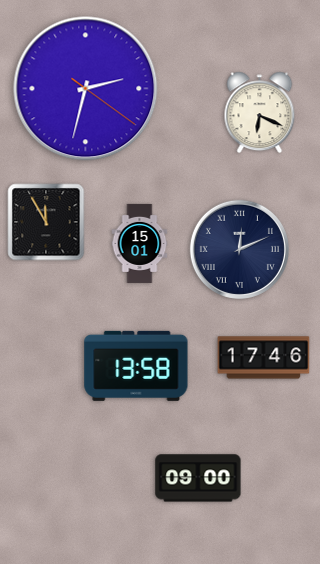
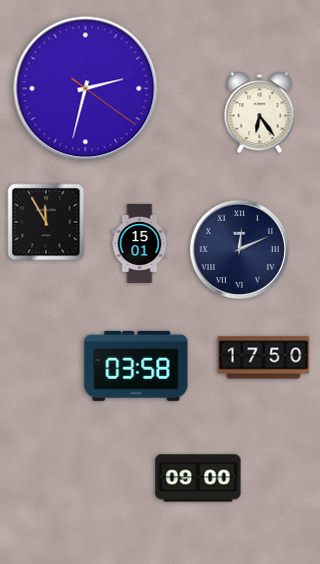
clock at (260, 113): 6:19 -> 6:24
clock at (264, 358): 17:46 -> 17:50
clock at (136, 366): 13:58 -> 03:58
